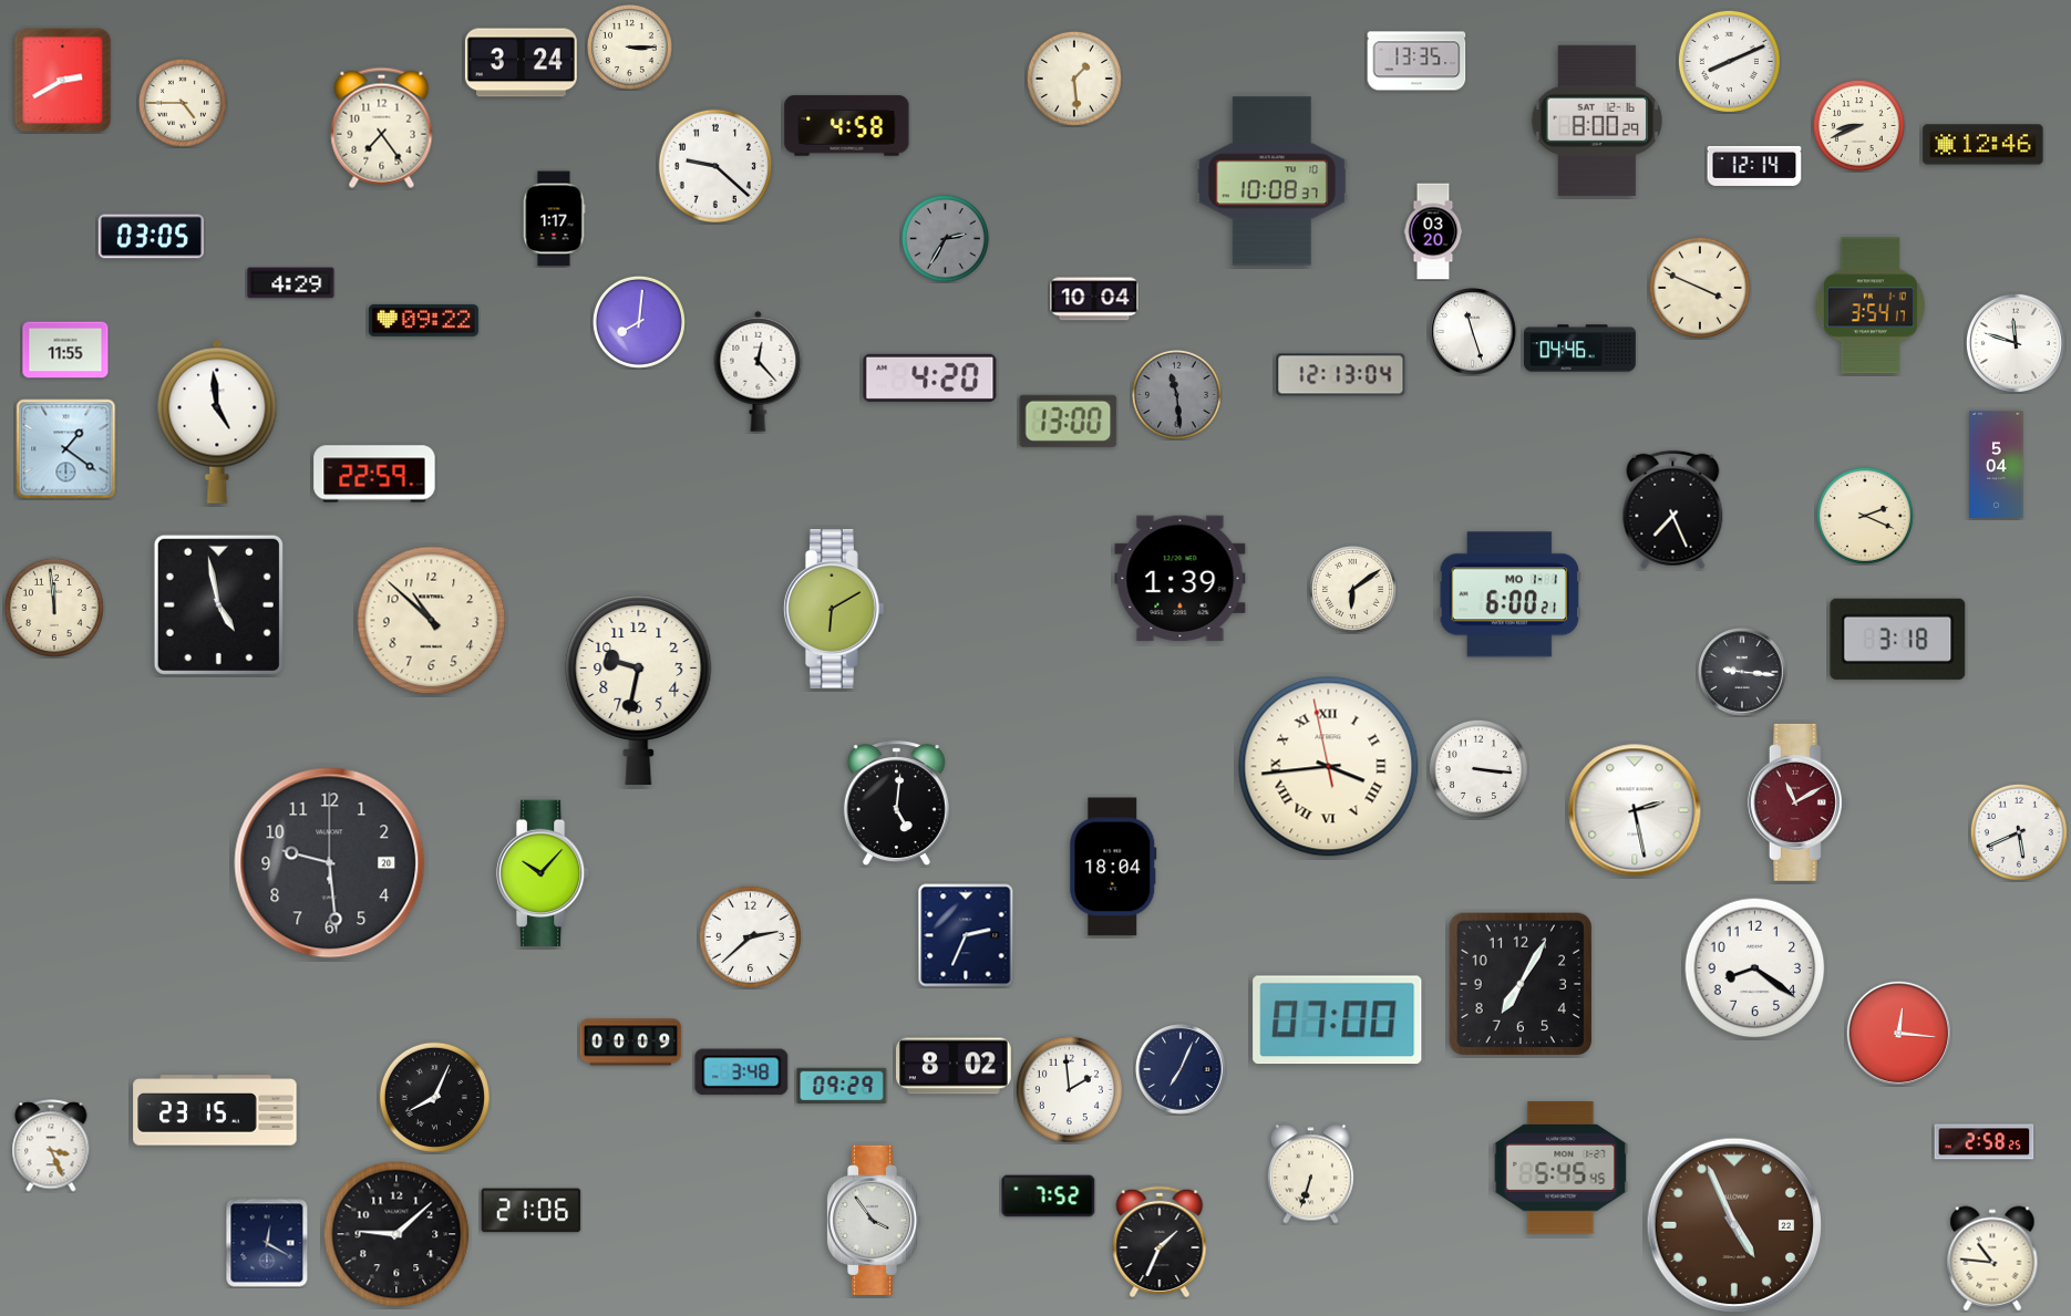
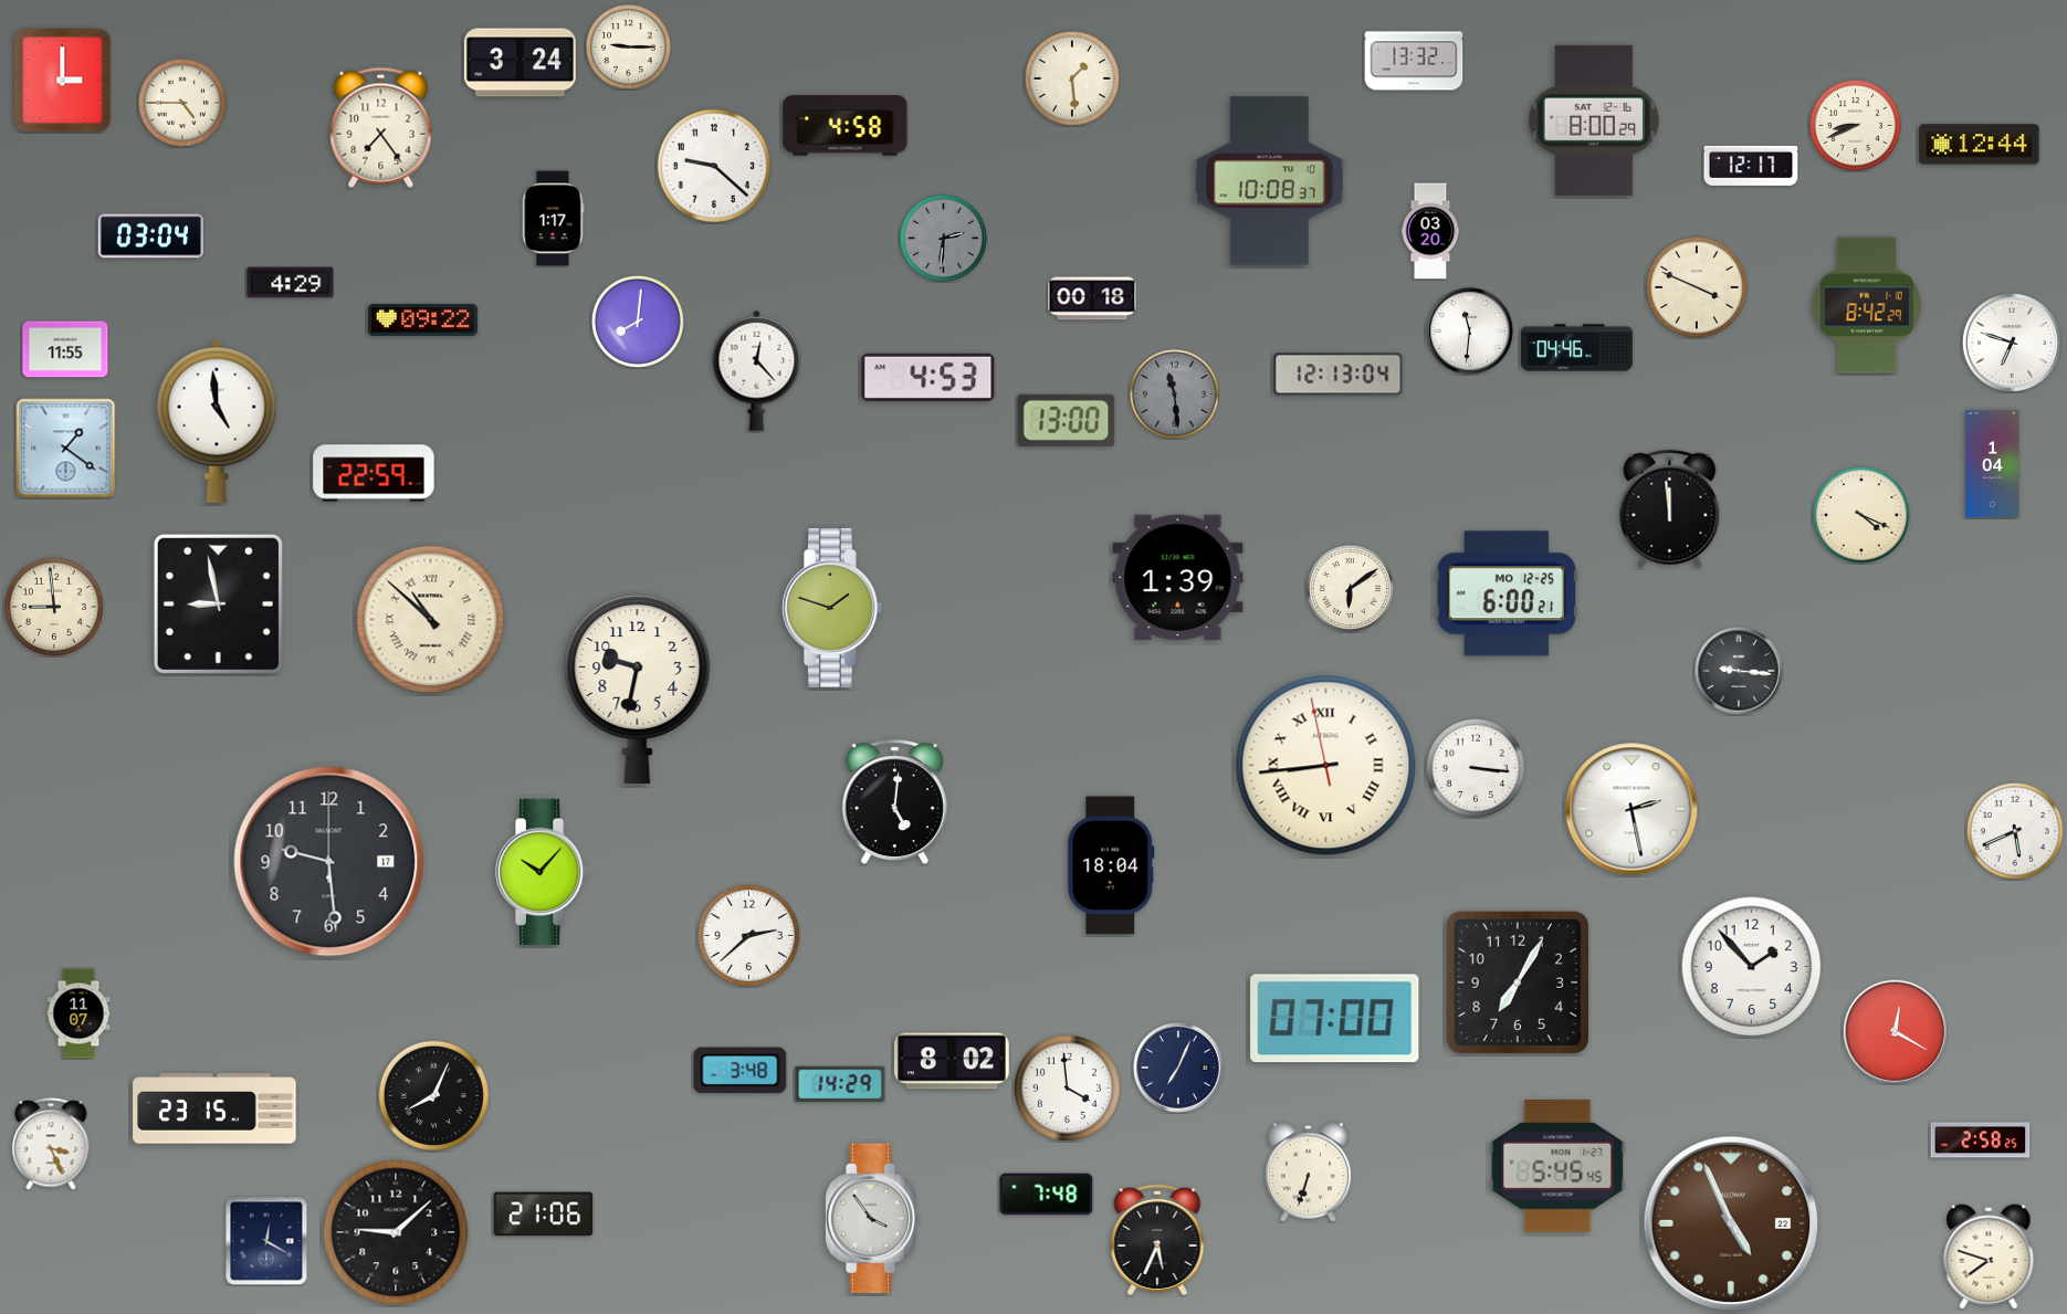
clock at (629, 46): 3:15 -> 9:15
clock at (1416, 61): 13:35 -> 13:32
clock at (1729, 61): 8:11 -> none
clock at (63, 81): 2:40 -> 3:00
clock at (1984, 145): 12:46 -> 12:44
clock at (1754, 166): 12:14 -> 12:17
clock at (151, 237): 03:05 -> 03:04
clock at (945, 238): 2:35 -> 2:31
clock at (1094, 299): 10:04 -> 00:18
clock at (1871, 305): 3:54 -> 8:42
clock at (1473, 332): 11:27 -> 11:31
clock at (2016, 343): 11:48 -> 6:48
clock at (930, 377): 4:20 -> 4:53
clock at (1997, 464): 5:04 -> 1:04
clock at (1673, 510): 7:26 -> 11:59
clock at (1865, 516): 2:19 -> 4:19
clock at (1510, 594) date: MO 1-1 -> MO 12-25
clock at (218, 604): 4:58 -> 8:58
clock at (54, 608): 11:59 -> 8:59
clock at (834, 610): 6:10 -> 1:48
clock at (432, 621) numerals: Arabic -> Roman
clock at (1898, 639): 3:18 -> none
clock at (1329, 767): 3:43 -> 8:43
clock at (1797, 802): 11:10 -> none
clock at (330, 863) date: 20 -> 17
clock at (966, 935): 2:34 -> none
clock at (1755, 968): 8:21 -> 1:53
clock at (78, 1013): none -> 11:07
clock at (1898, 1033): 12:16 -> 12:20
clock at (631, 1043): 00:09 -> none
clock at (955, 1066) position: (955, 1066) -> (953, 1061)
clock at (842, 1085): 09:29 -> 14:29
clock at (1069, 1089): 1:59 -> 3:59
clock at (1049, 1196): 7:52 -> 7:48
clock at (532, 1211) position: (532, 1211) -> (544, 1215)
clock at (1160, 1242): 1:34 -> 5:34
clock at (1992, 1258): 10:46 -> 7:48
